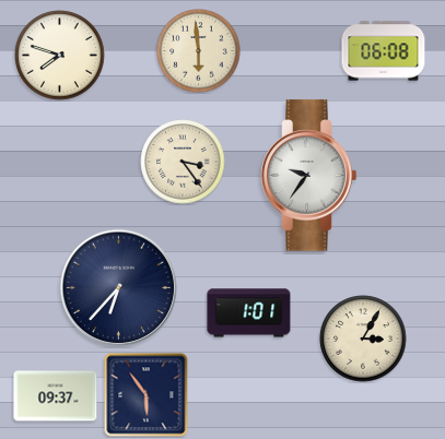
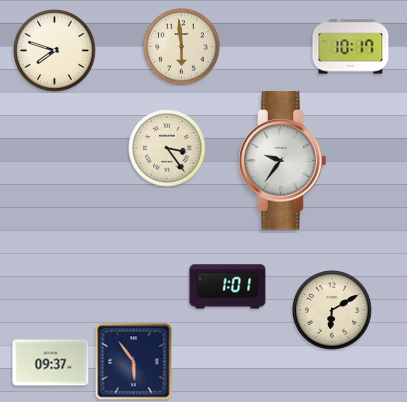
clock at (384, 51): 06:08 -> 10:17
clock at (119, 288): 6:37 -> none
clock at (363, 339): 3:05 -> 6:10
